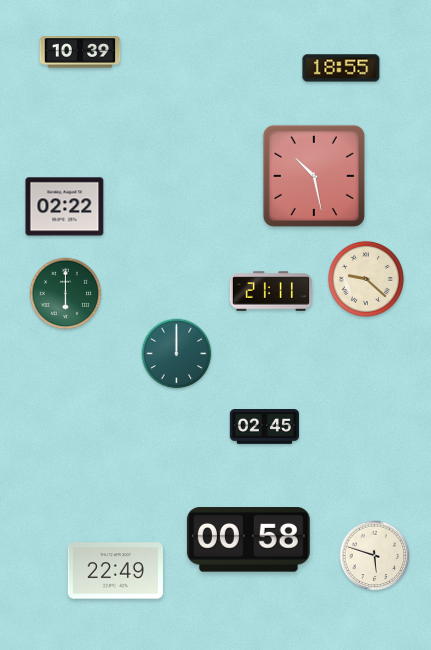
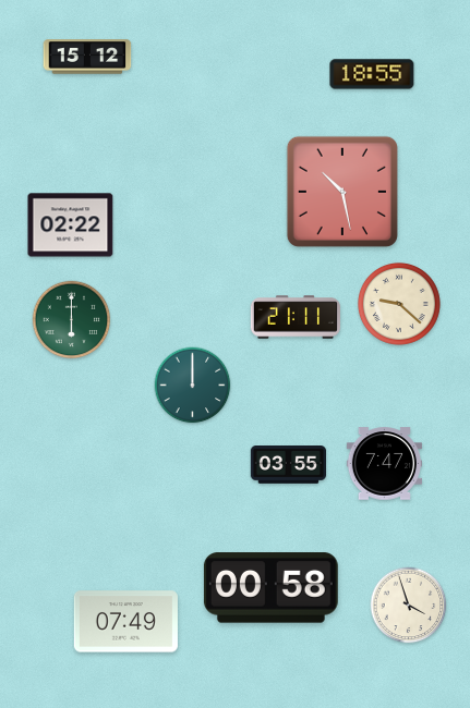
clock at (80, 52): 10:39 -> 15:12
clock at (384, 464): none -> 7:47
clock at (264, 427): 02:45 -> 03:55
clock at (375, 556): 5:48 -> 3:57
clock at (115, 571): 22:49 -> 07:49
